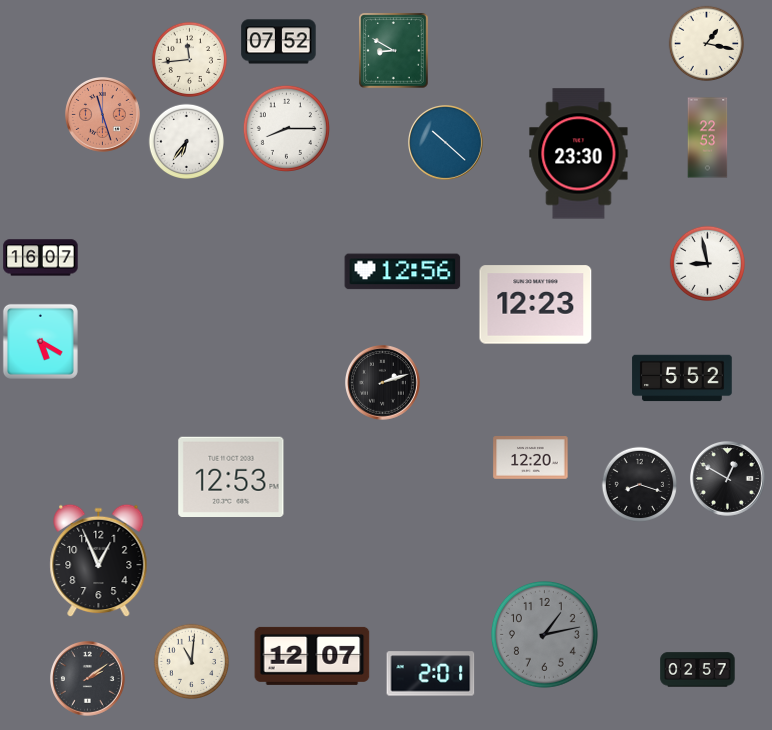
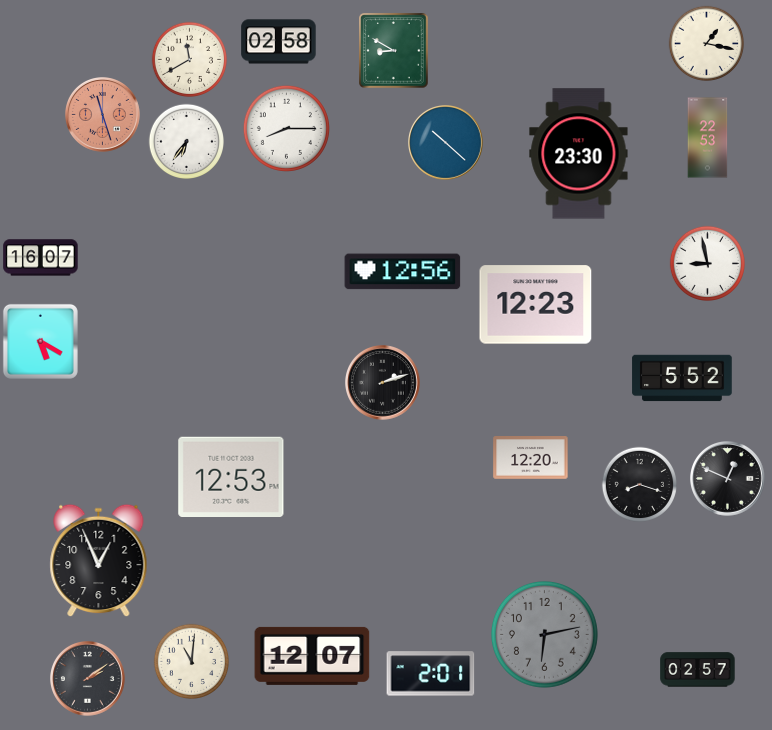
clock at (279, 42): 07:52 -> 02:58
clock at (189, 59): 11:44 -> 11:40
clock at (728, 479): 12:50 -> 12:49
clock at (544, 634): 1:13 -> 6:13
